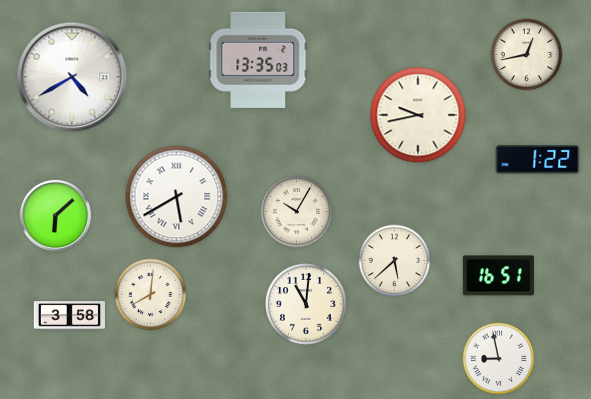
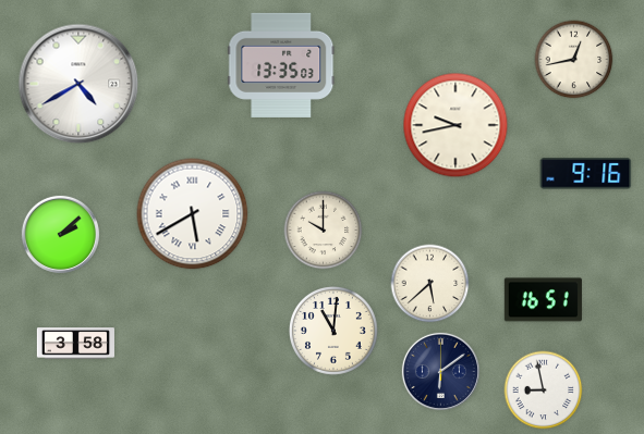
clock at (538, 160): 1:22 -> 9:16
clock at (297, 212): 10:05 -> 10:00
clock at (55, 215): 6:08 -> 2:08
clock at (151, 295): 8:01 -> none
clock at (440, 371): none -> 6:09
